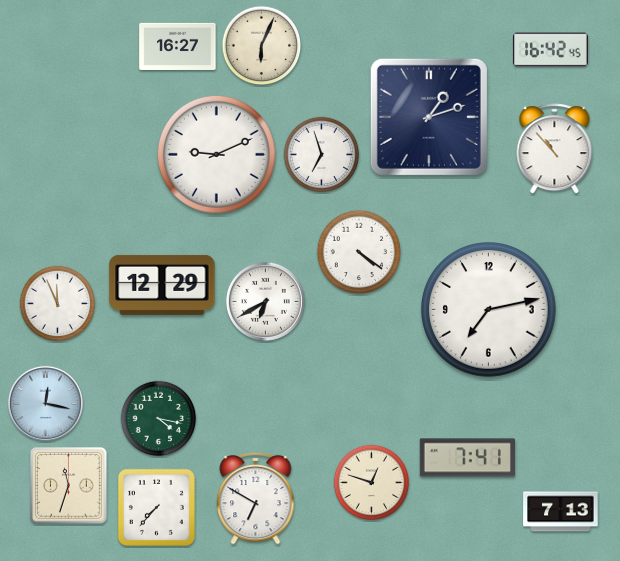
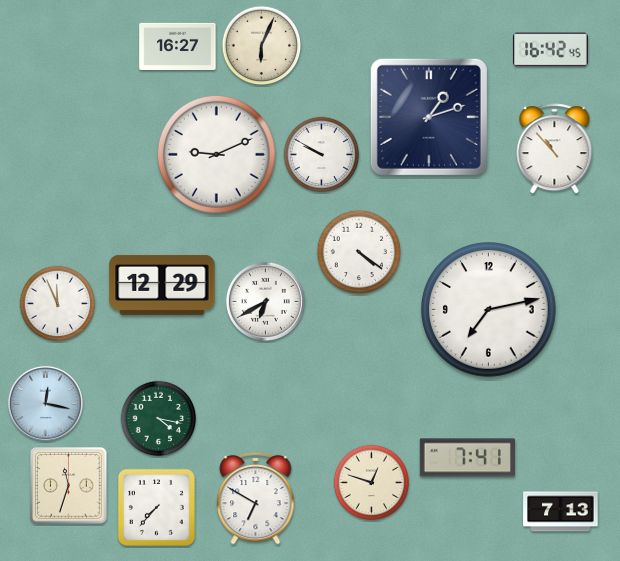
clock at (322, 155): 6:57 -> 9:50
